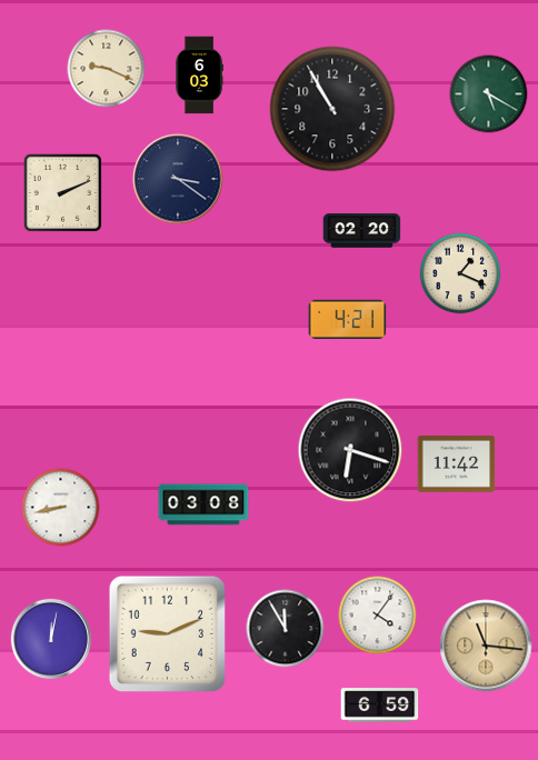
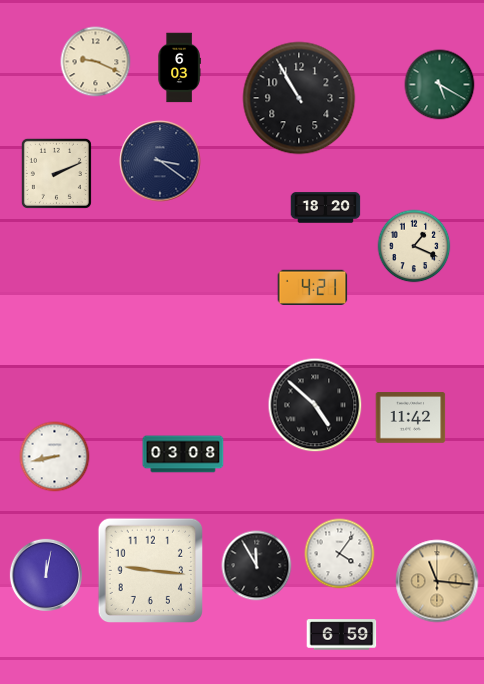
clock at (362, 231): 02:20 -> 18:20
clock at (350, 450): 6:18 -> 4:52
clock at (167, 633): 9:11 -> 9:16
